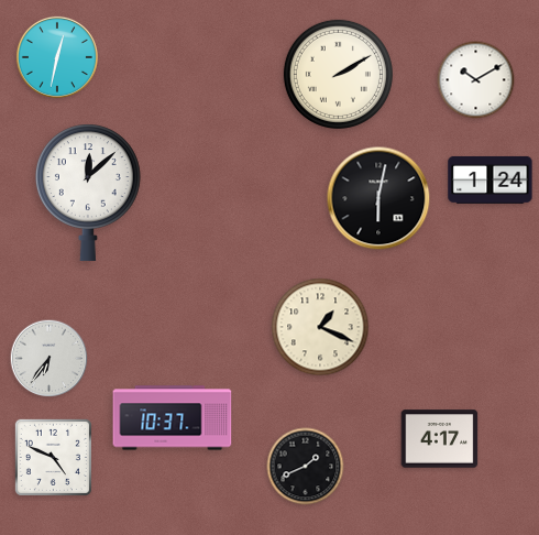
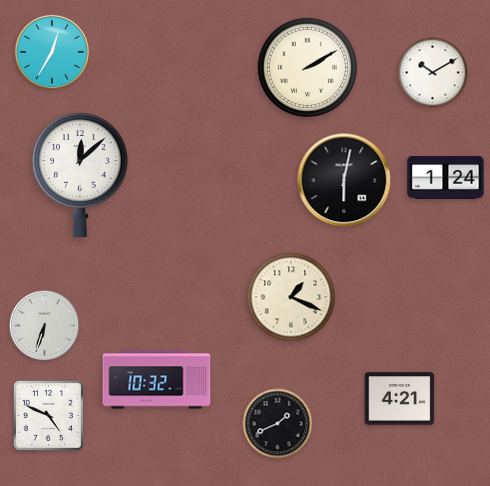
clock at (57, 57): 12:32 -> 12:35
clock at (491, 179) position: (491, 179) -> (446, 177)
clock at (50, 359): 6:36 -> 6:33
clock at (173, 418): 10:37 -> 10:32
clock at (440, 439): 4:17 -> 4:21
